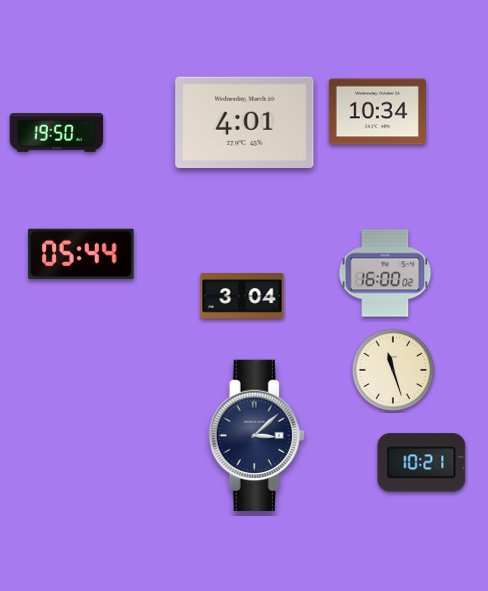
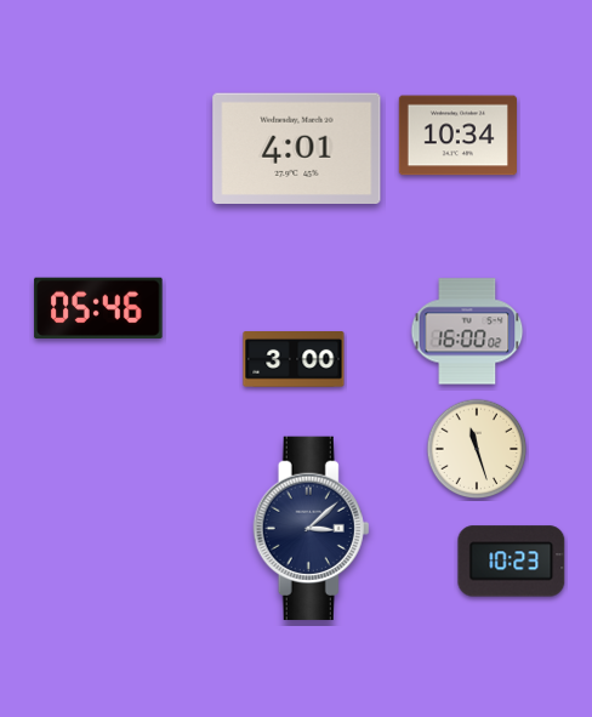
clock at (57, 133): 19:50 -> none
clock at (81, 253): 05:44 -> 05:46
clock at (242, 297): 3:04 -> 3:00
clock at (422, 463): 10:21 -> 10:23
